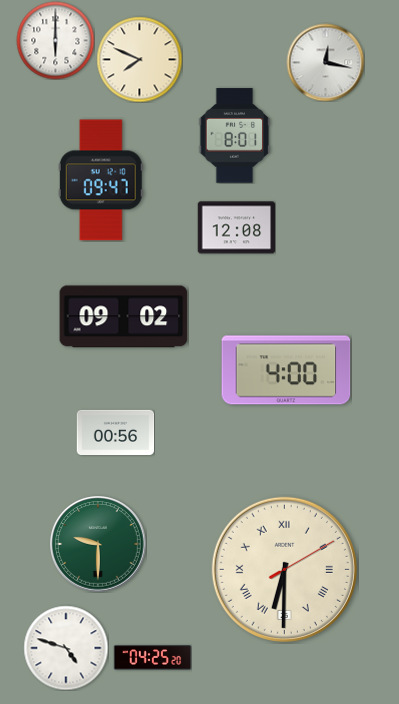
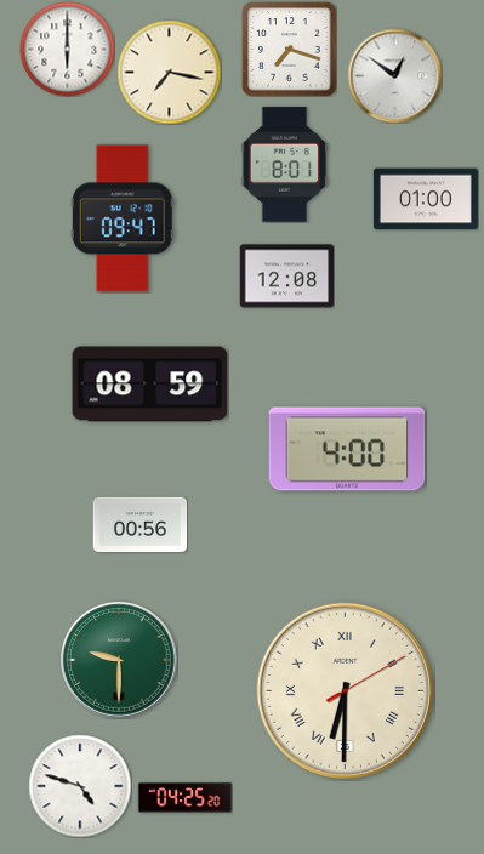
clock at (289, 49): none -> 7:18
clock at (139, 59): 7:49 -> 7:17
clock at (325, 62): 12:17 -> 12:51
clock at (426, 199): none -> 01:00
clock at (124, 317): 09:02 -> 08:59
